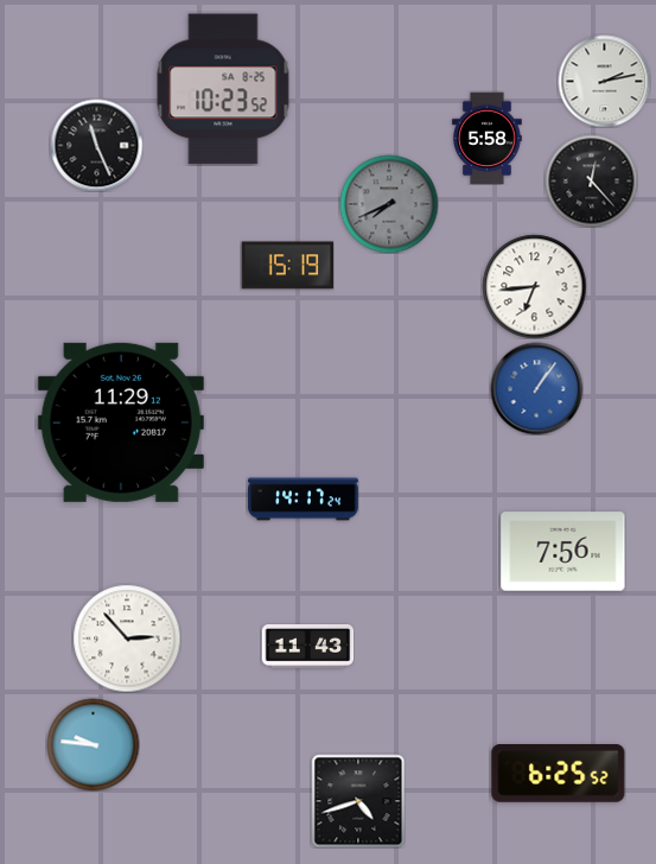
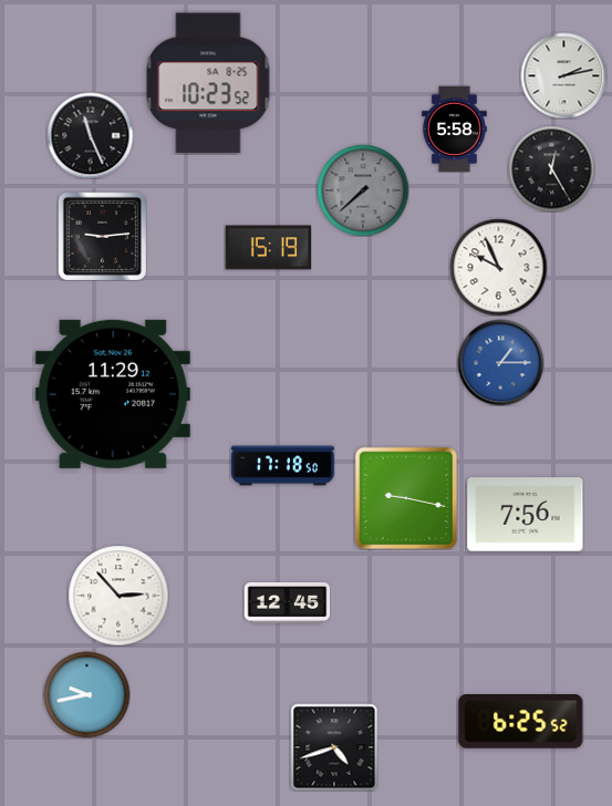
clock at (591, 180): 12:23 -> 12:25
clock at (389, 204): 7:41 -> 7:38
clock at (102, 236): none -> 9:14
clock at (534, 286): 6:44 -> 9:56
clock at (536, 388): 1:06 -> 1:15
clock at (304, 500): 14:17 -> 17:18
clock at (406, 498): none -> 9:17
clock at (307, 647): 11:43 -> 12:45
clock at (93, 744): 9:46 -> 9:43
